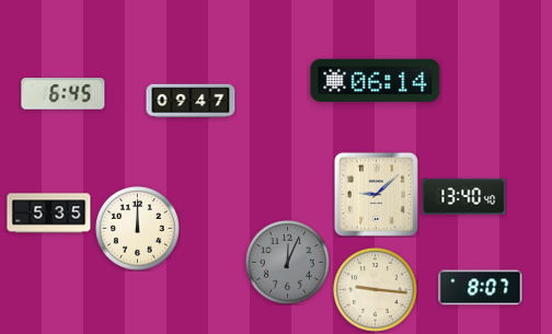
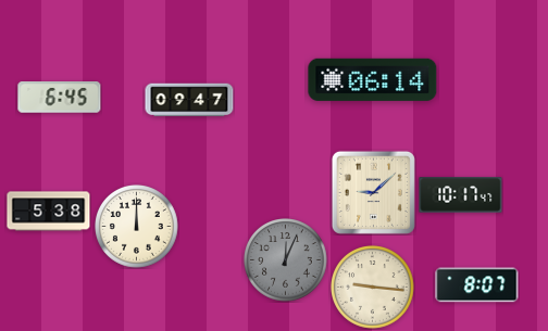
clock at (64, 94) position: (64, 94) -> (60, 98)
clock at (464, 197): 13:40 -> 10:17
clock at (49, 214): 5:35 -> 5:38
